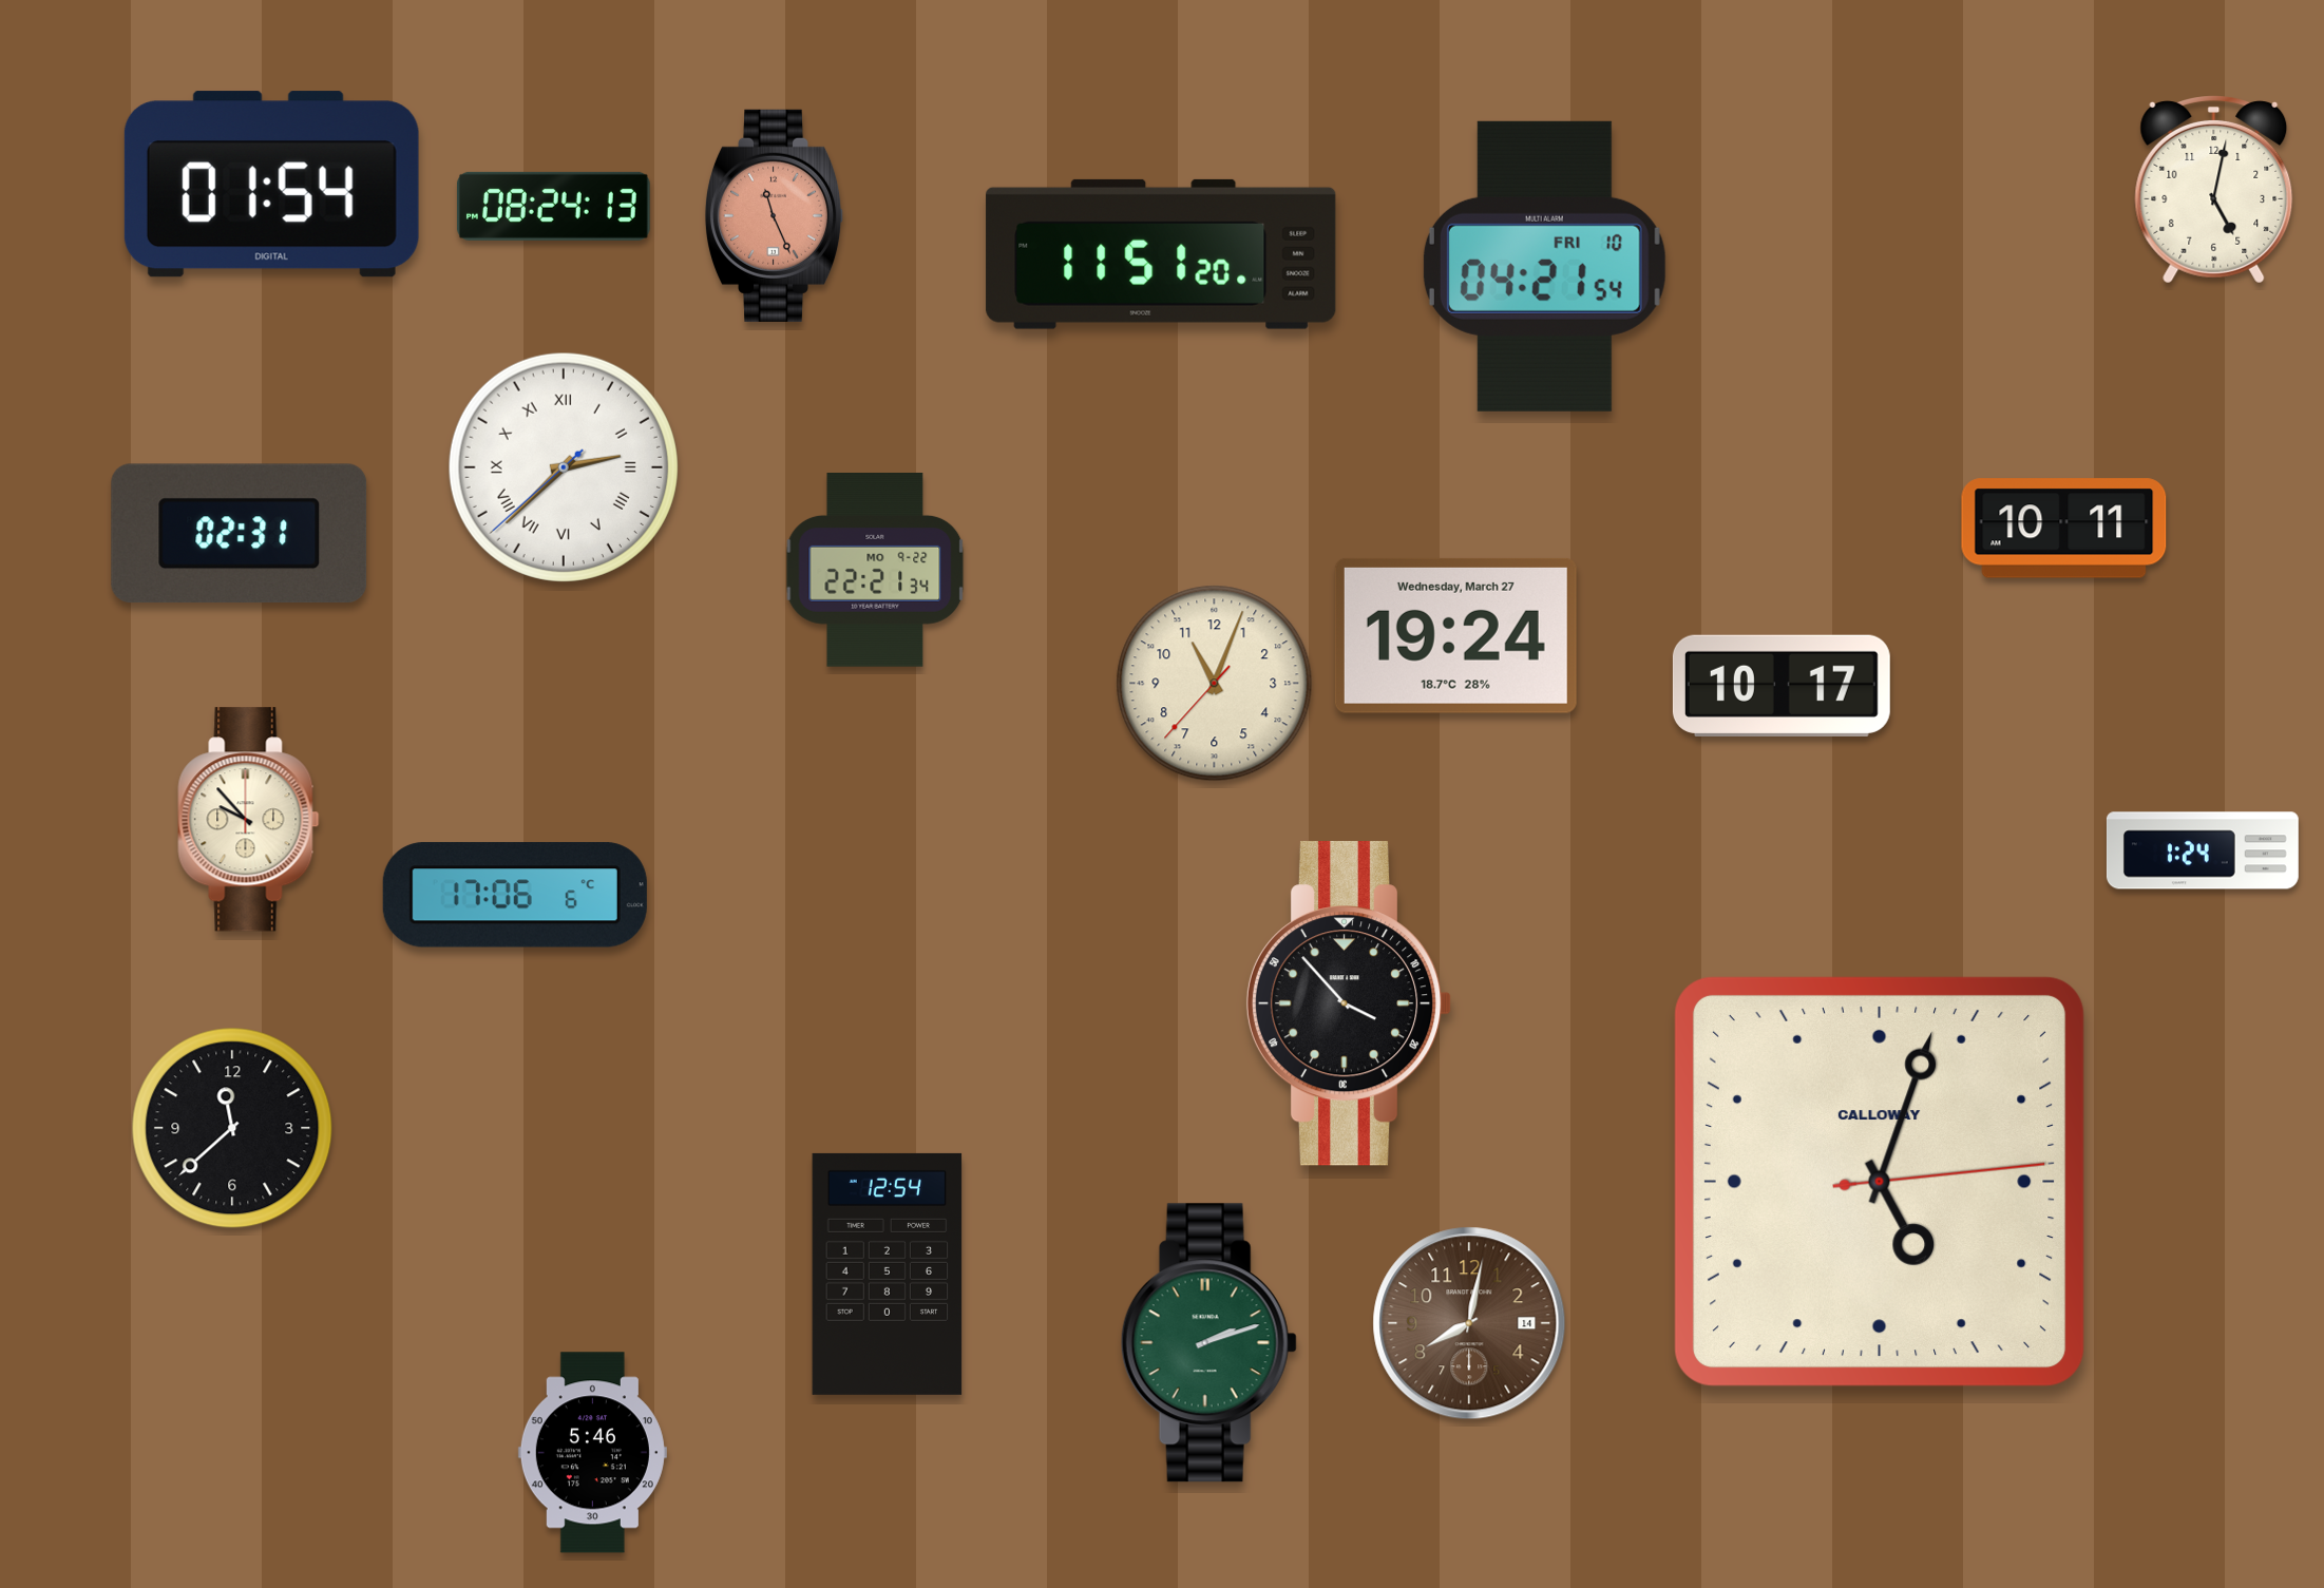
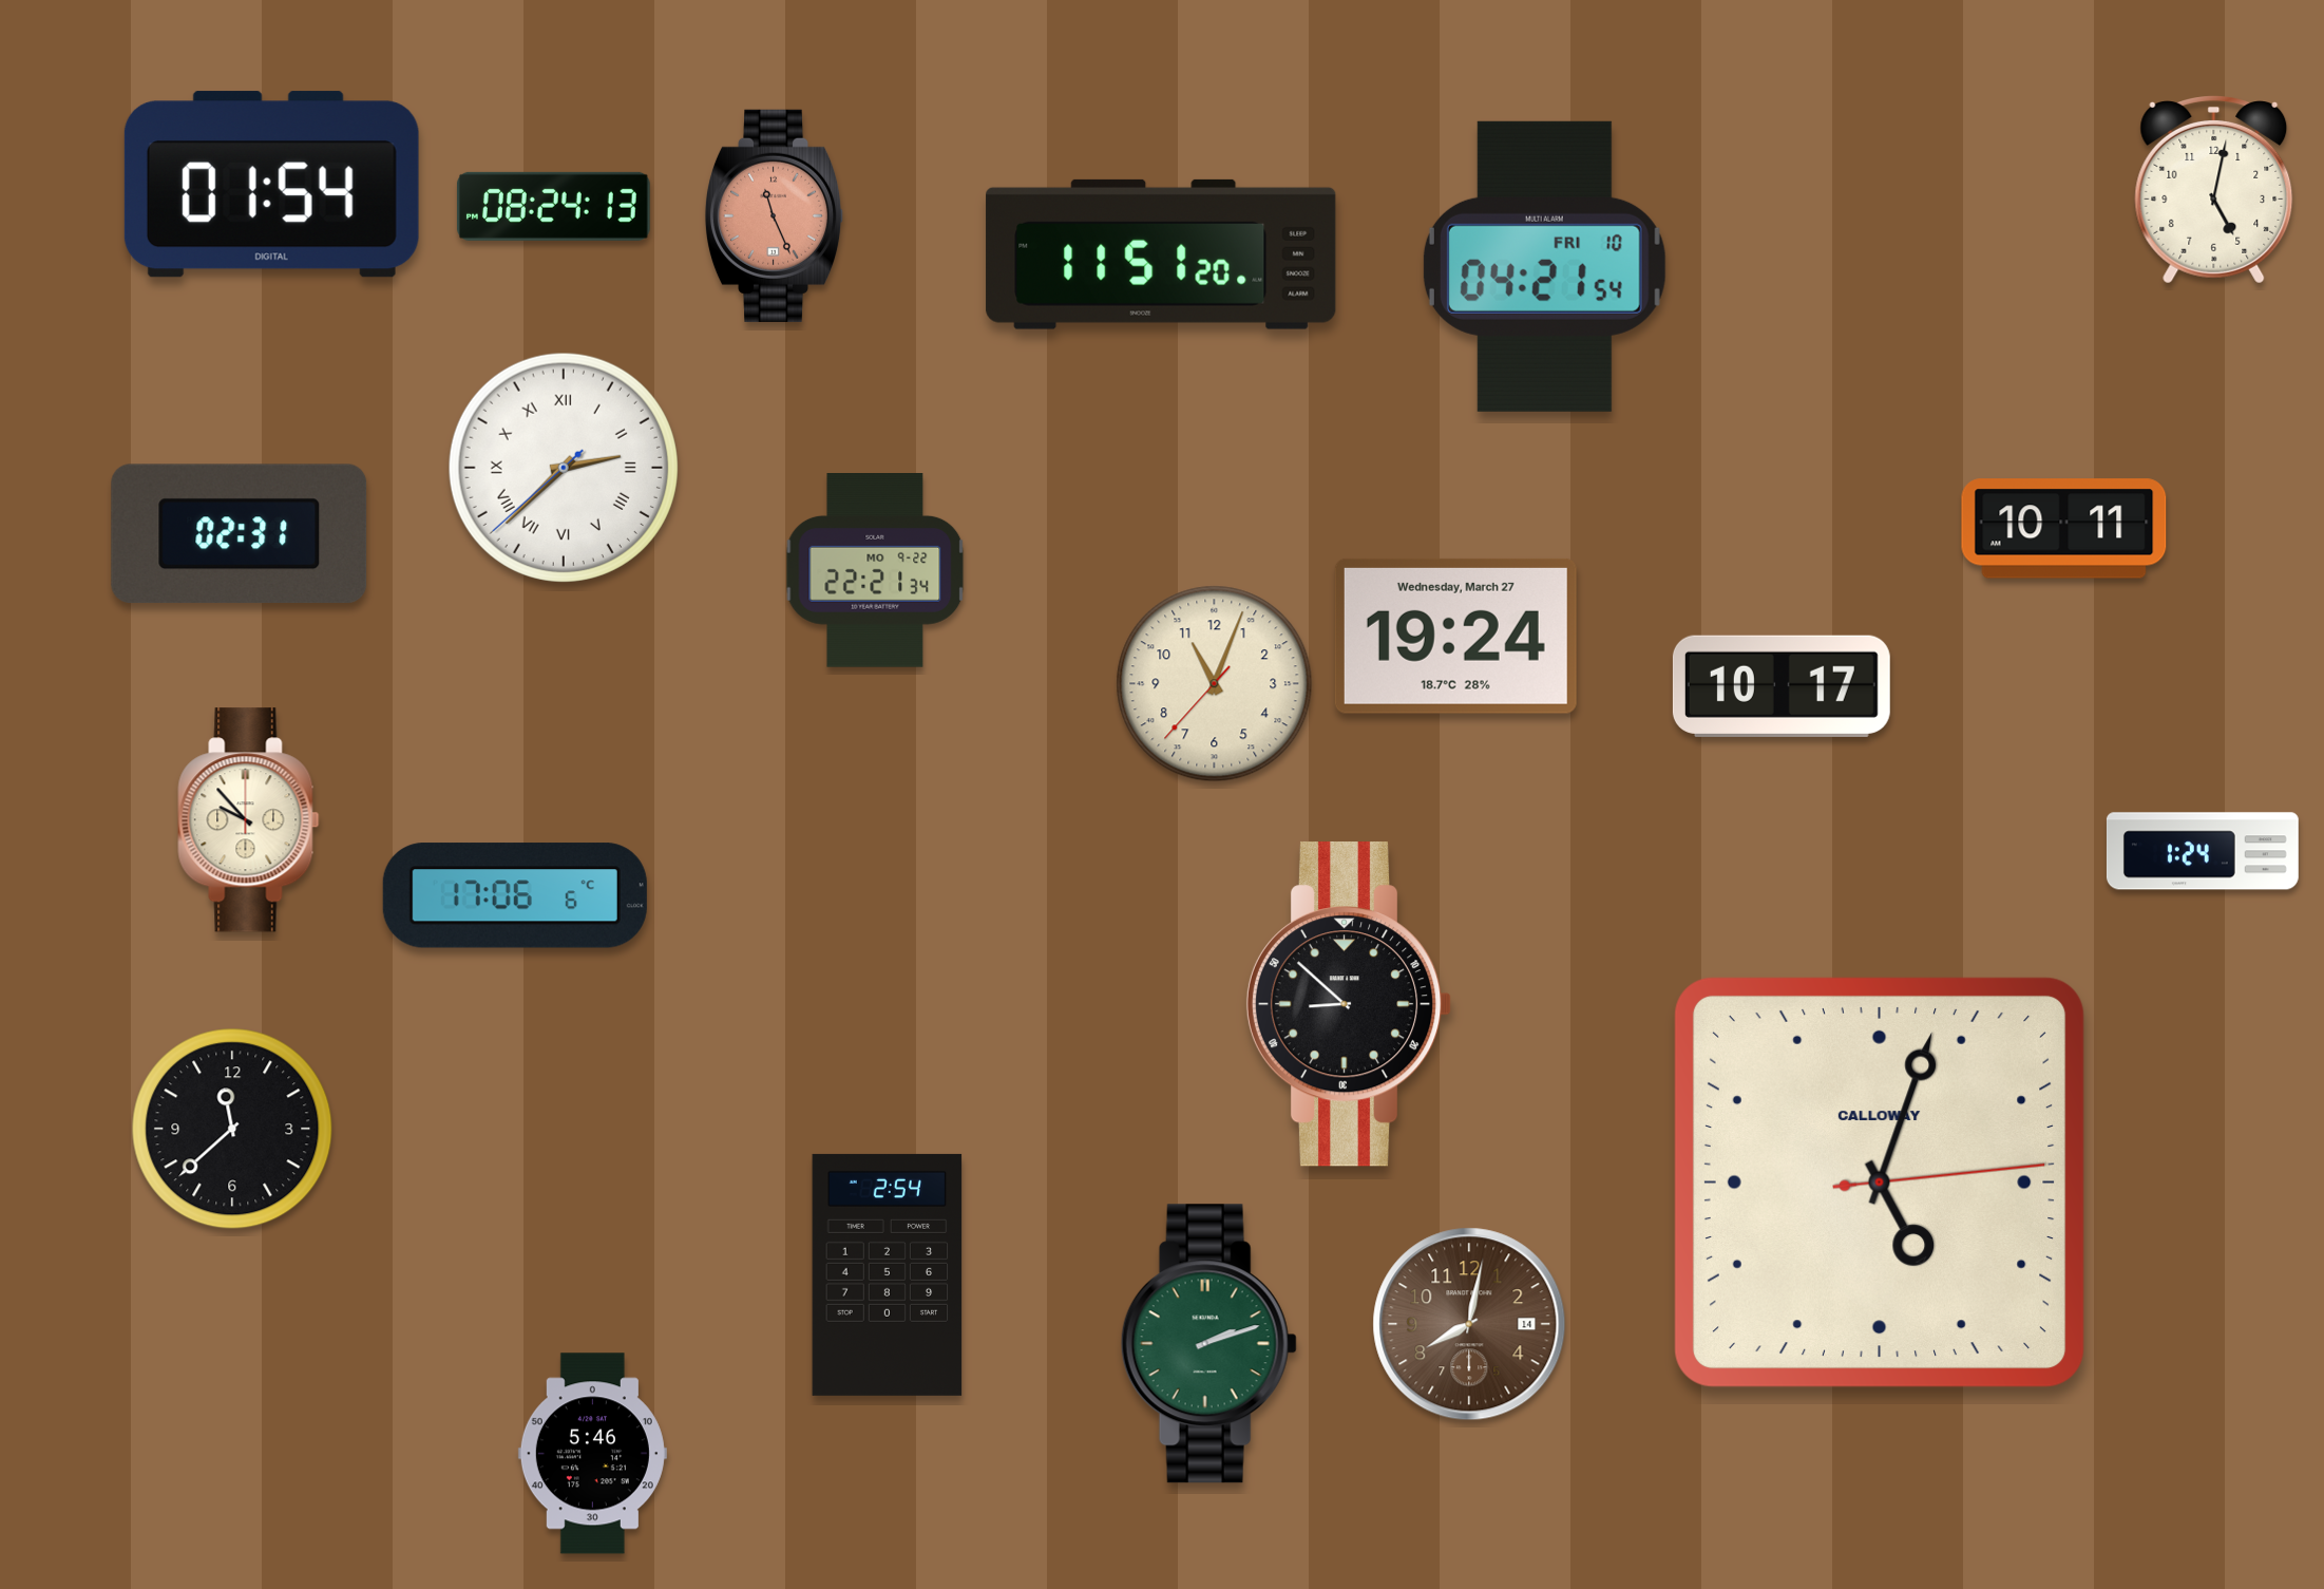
clock at (1349, 1003): 3:53 -> 8:52
clock at (888, 1274): 12:54 -> 2:54
